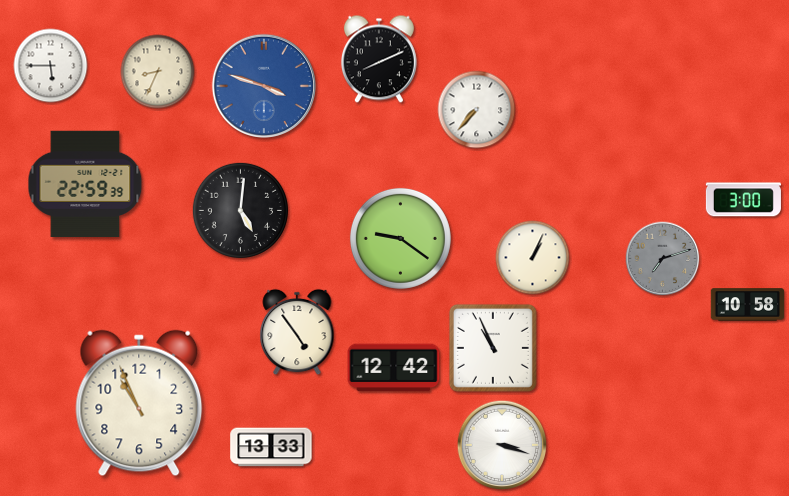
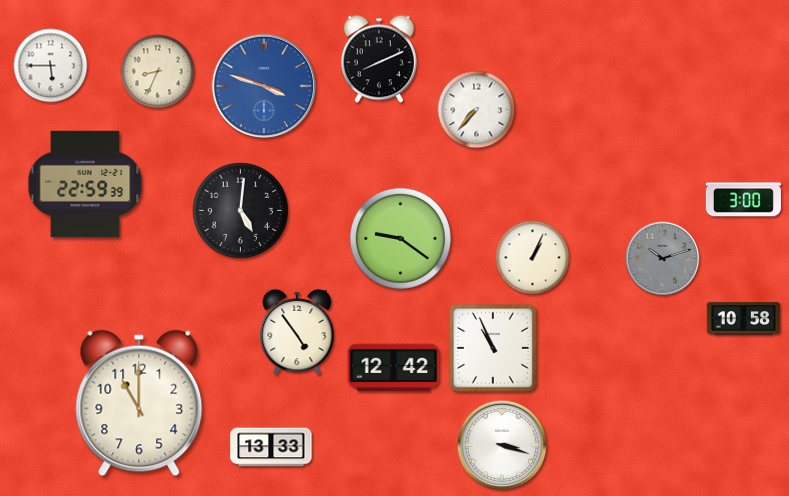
clock at (663, 259): 7:12 -> 10:12
clock at (748, 305) position: (748, 305) -> (744, 319)
clock at (139, 403): 10:56 -> 11:00
